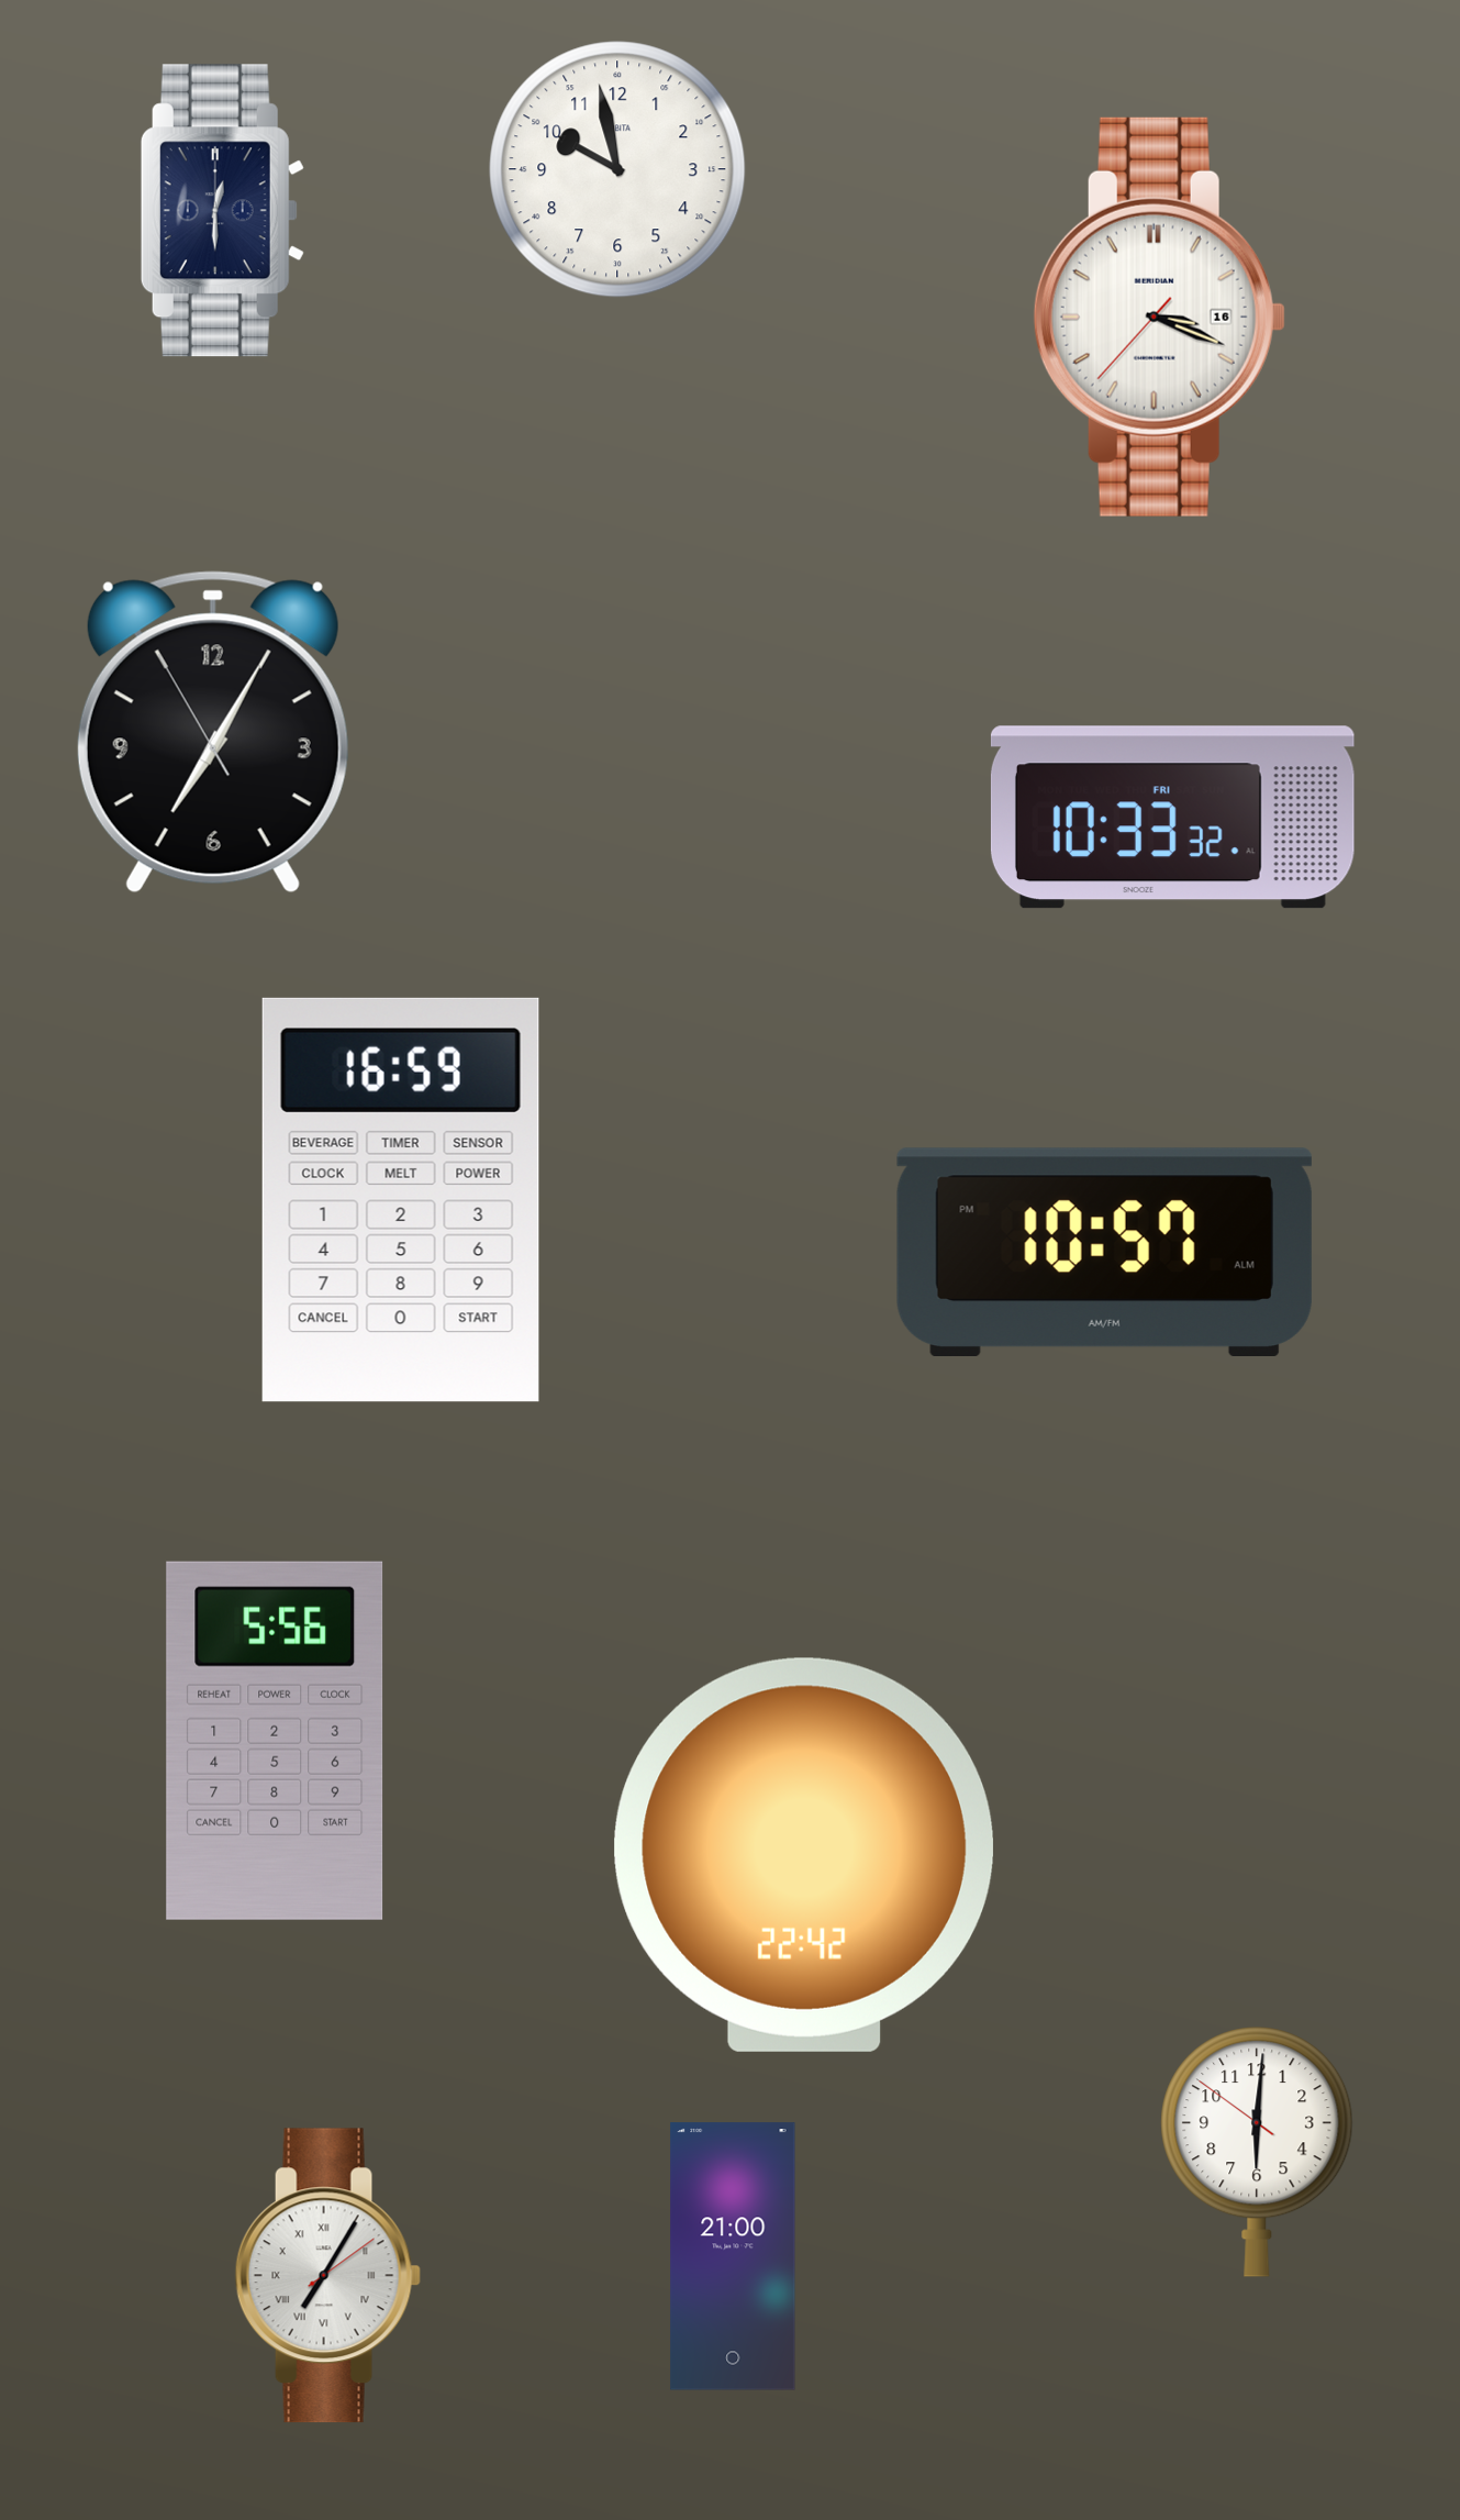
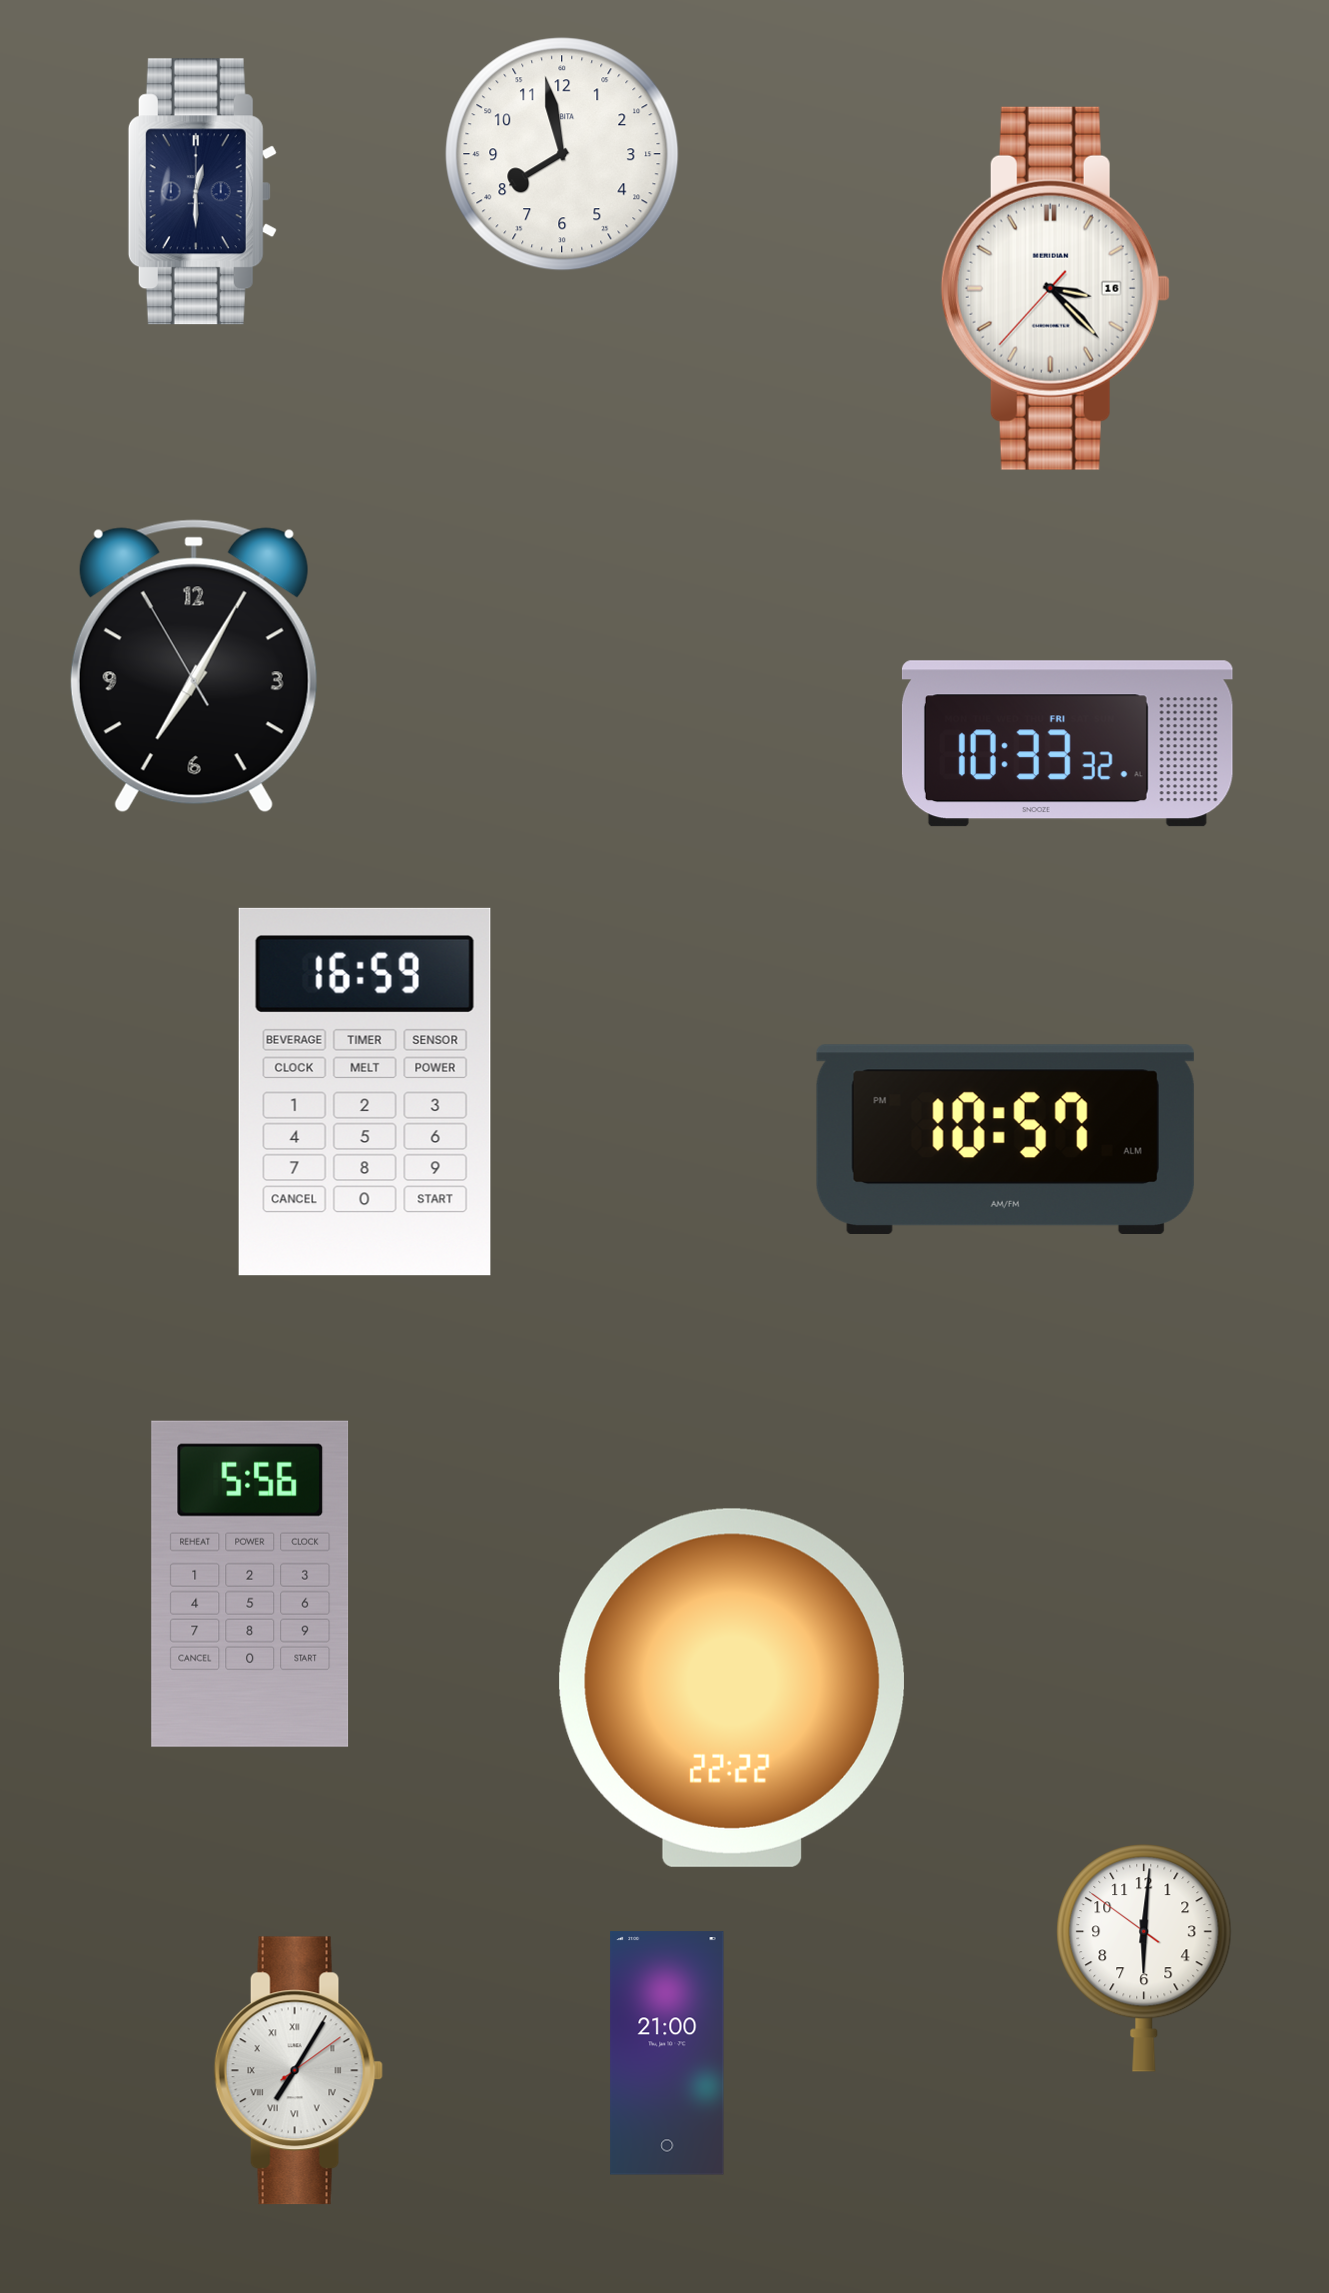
clock at (617, 169): 9:58 -> 7:58
clock at (1159, 317): 3:18 -> 3:22
clock at (804, 1855): 22:42 -> 22:22
